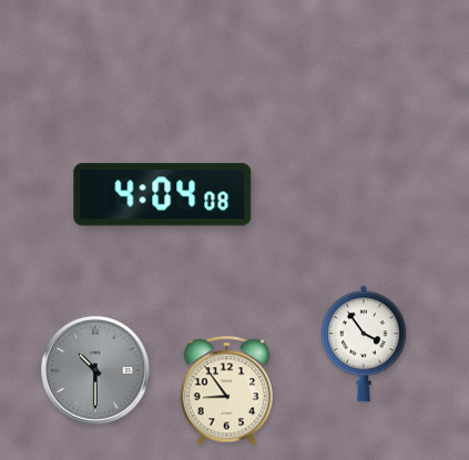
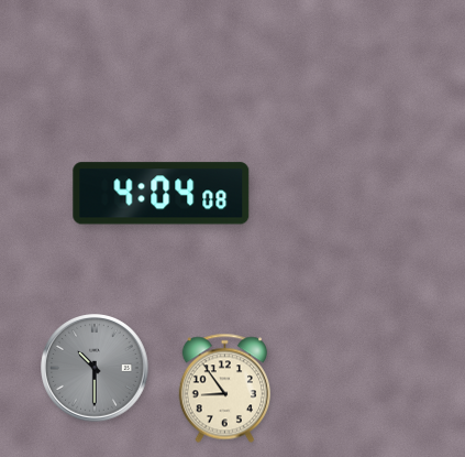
clock at (364, 344): 3:54 -> none
